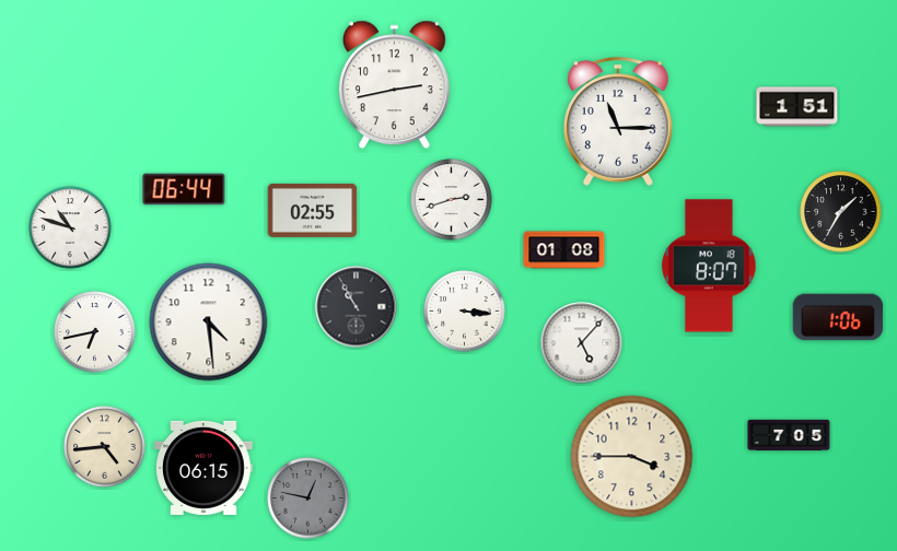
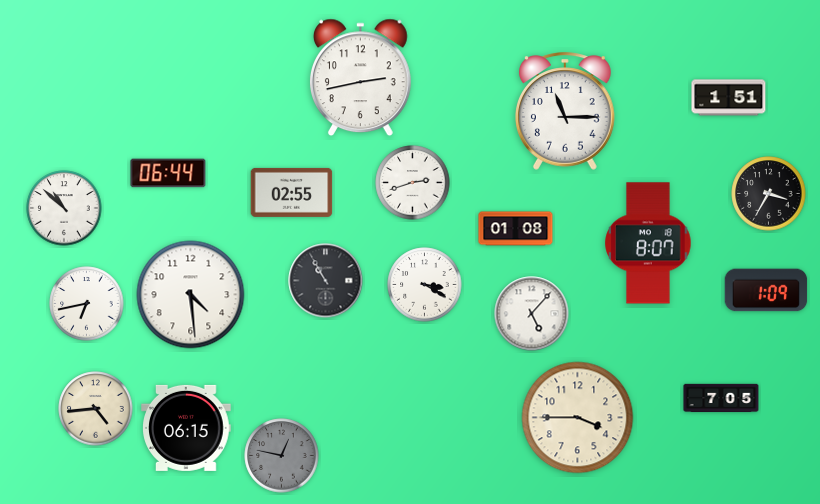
clock at (313, 210) position: (313, 210) -> (292, 192)
clock at (841, 212): 1:35 -> 3:35
clock at (70, 227): 10:48 -> 10:52
clock at (465, 312): 3:16 -> 3:20
clock at (838, 317): 1:06 -> 1:09
